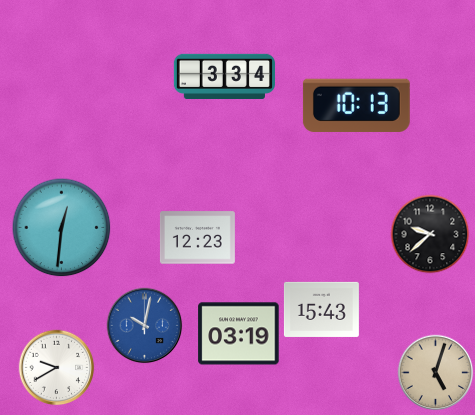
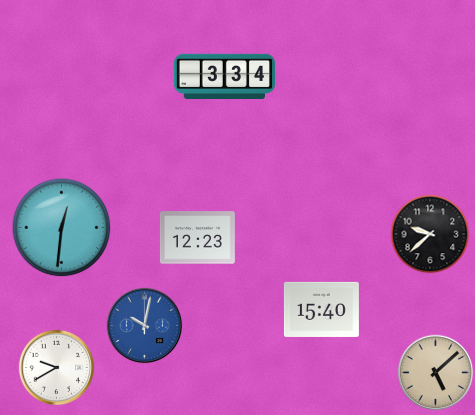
clock at (356, 105): 10:13 -> none
clock at (321, 309): 15:43 -> 15:40
clock at (239, 334): 03:19 -> none
clock at (436, 373): 5:03 -> 5:08
